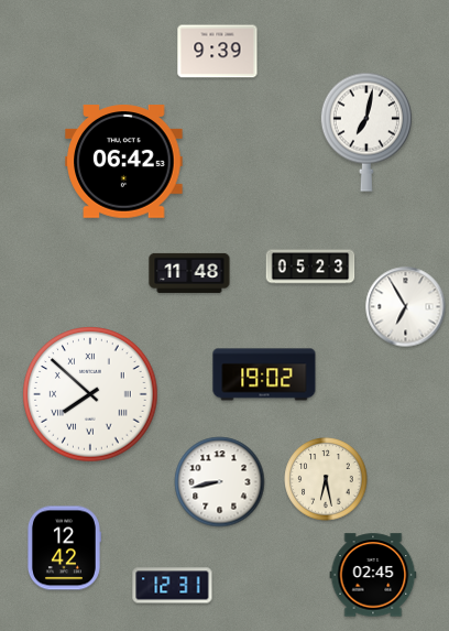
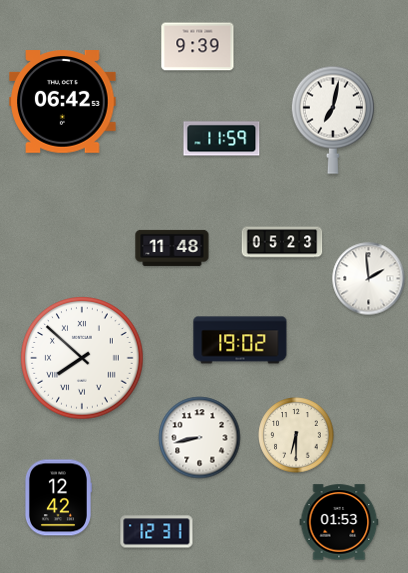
clock at (222, 139): none -> 11:59
clock at (124, 162) position: (124, 162) -> (63, 102)
clock at (406, 307): 6:55 -> 1:59
clock at (326, 479): 6:28 -> 6:30
clock at (373, 575): 02:45 -> 01:53
